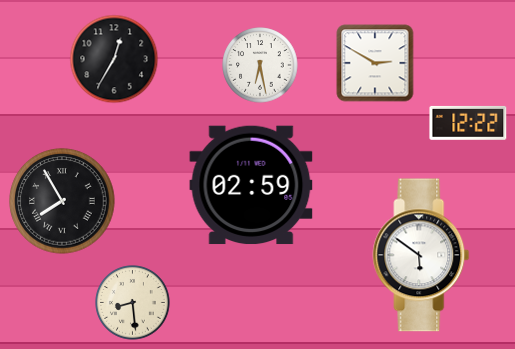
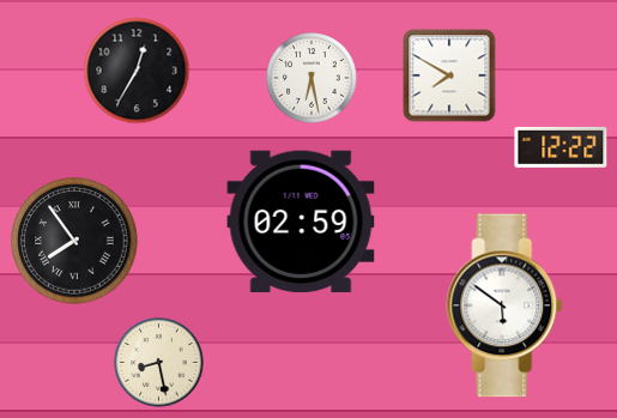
clock at (375, 63): 2:50 -> 7:50
clock at (62, 201): 7:55 -> 7:54
clock at (133, 303): 8:29 -> 8:28
